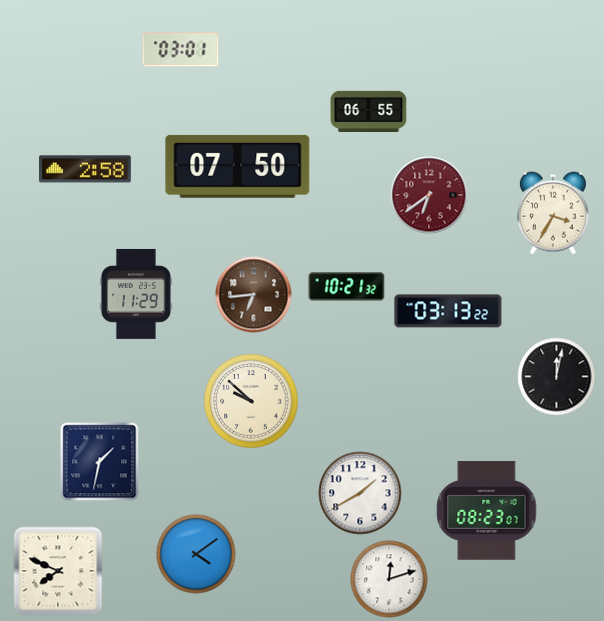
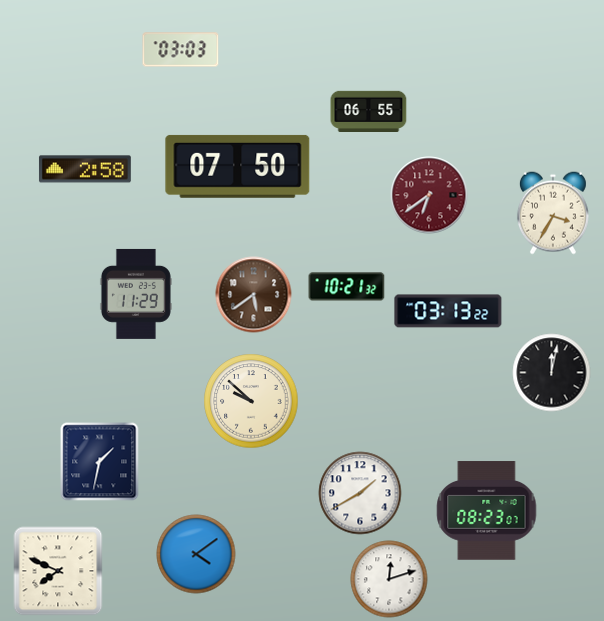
clock at (181, 50): 03:01 -> 03:03
clock at (254, 295): 6:44 -> 5:39
clock at (557, 377) position: (557, 377) -> (552, 373)
